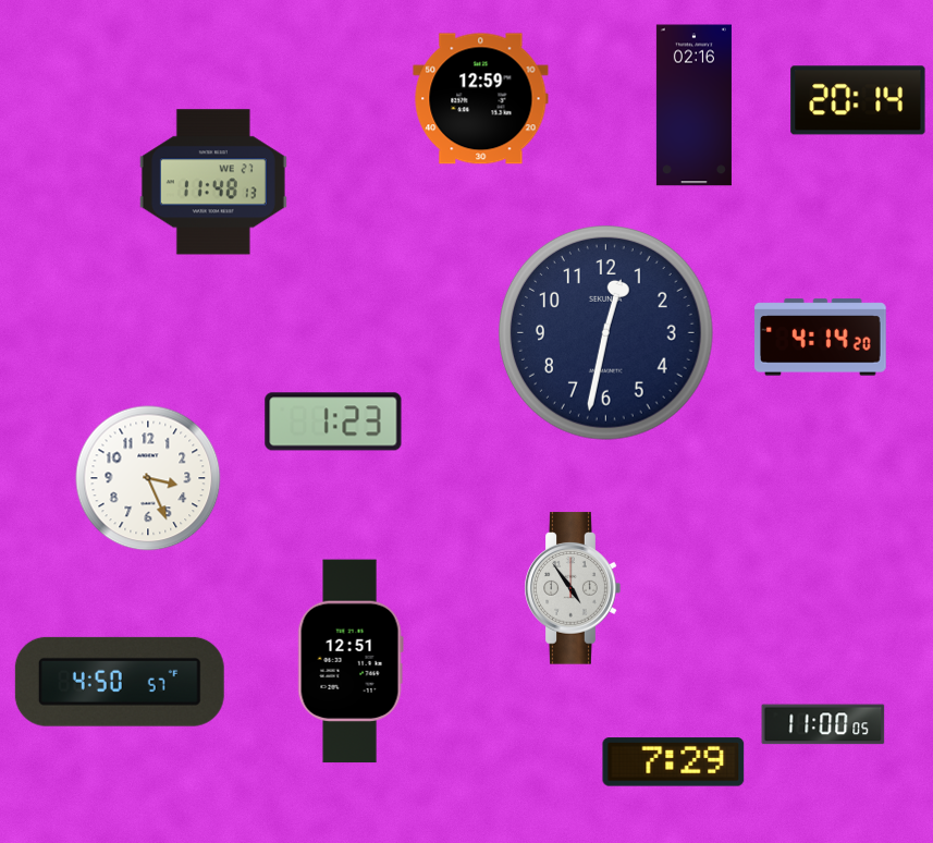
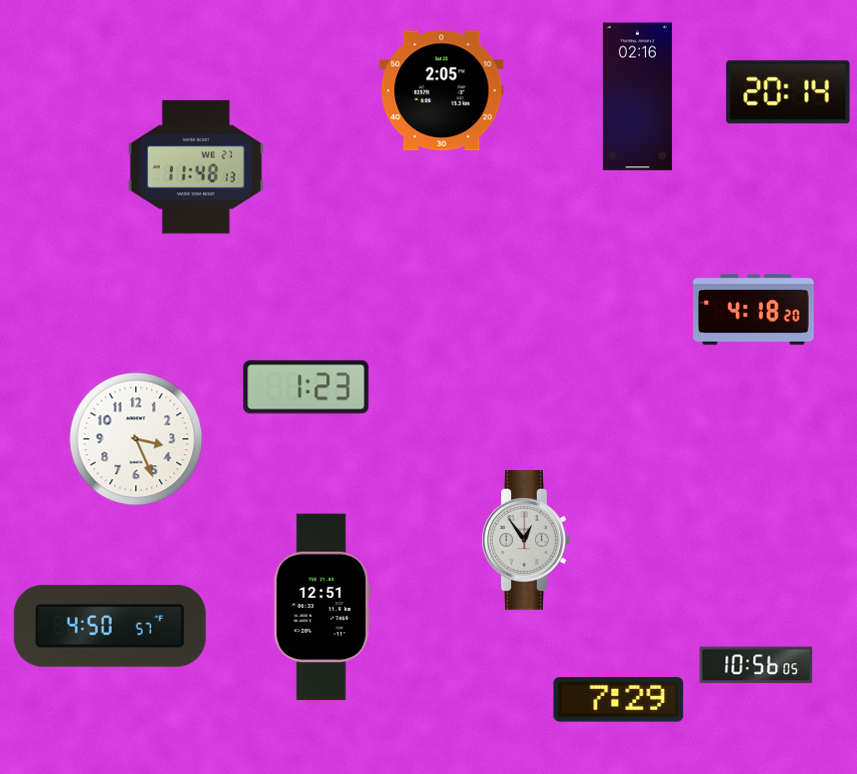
clock at (481, 99): 12:59 -> 2:05
clock at (606, 333): 12:32 -> none
clock at (821, 338): 4:14 -> 4:18
clock at (573, 588): 4:54 -> 12:54
clock at (823, 724): 11:00 -> 10:56
